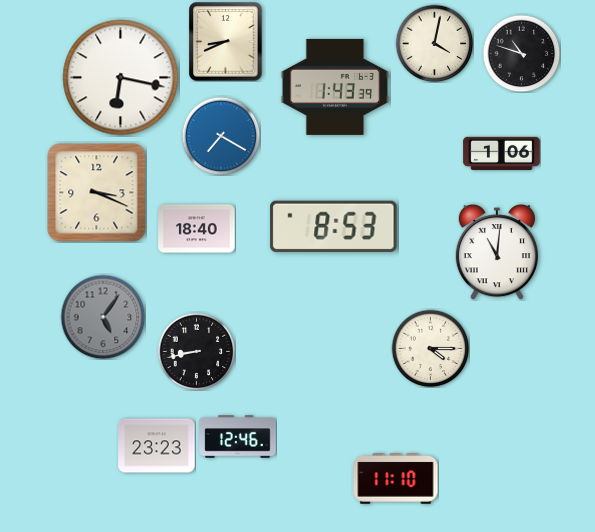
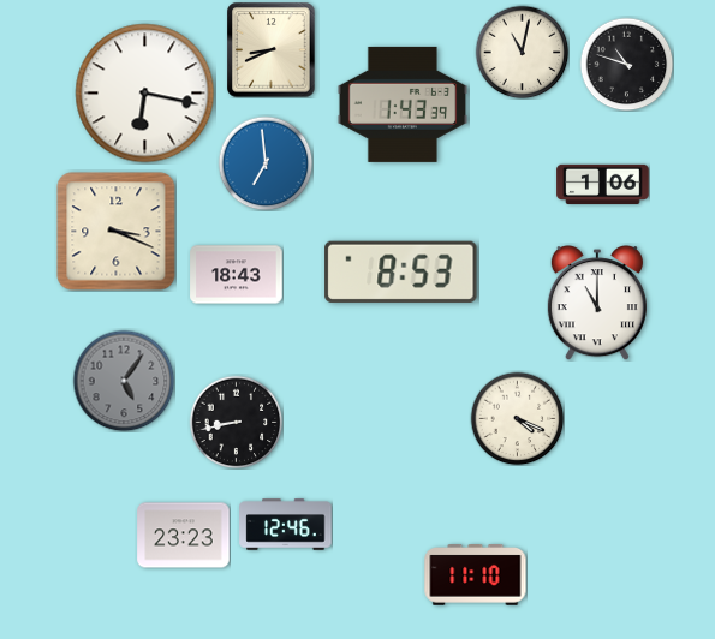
clock at (434, 43): 4:02 -> 11:02
clock at (221, 136): 7:20 -> 6:59
clock at (197, 229): 18:40 -> 18:43
clock at (497, 252): 11:01 -> 11:00
clock at (430, 348): 4:15 -> 4:19
clock at (157, 446) position: (157, 446) -> (184, 536)
